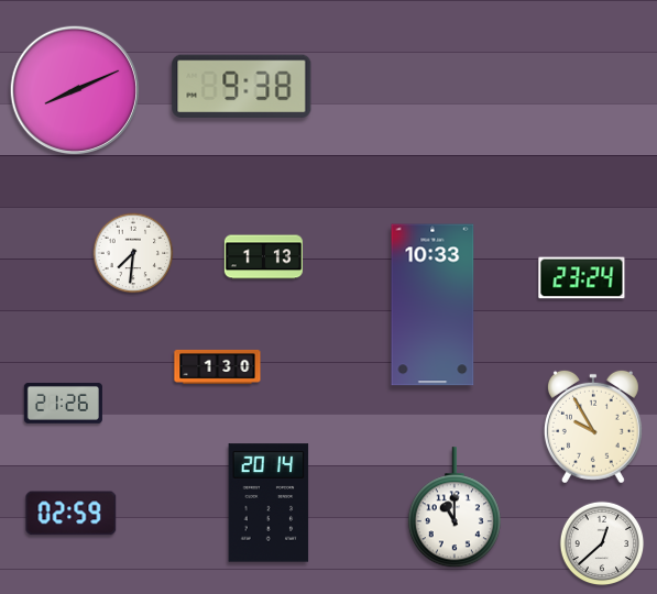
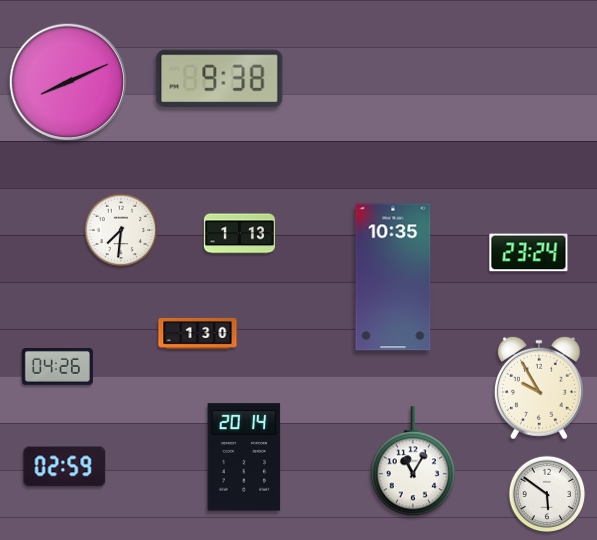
clock at (432, 305): 10:33 -> 10:35
clock at (63, 404): 21:26 -> 04:26
clock at (455, 508): 11:00 -> 11:05
clock at (602, 543): 12:38 -> 5:51
